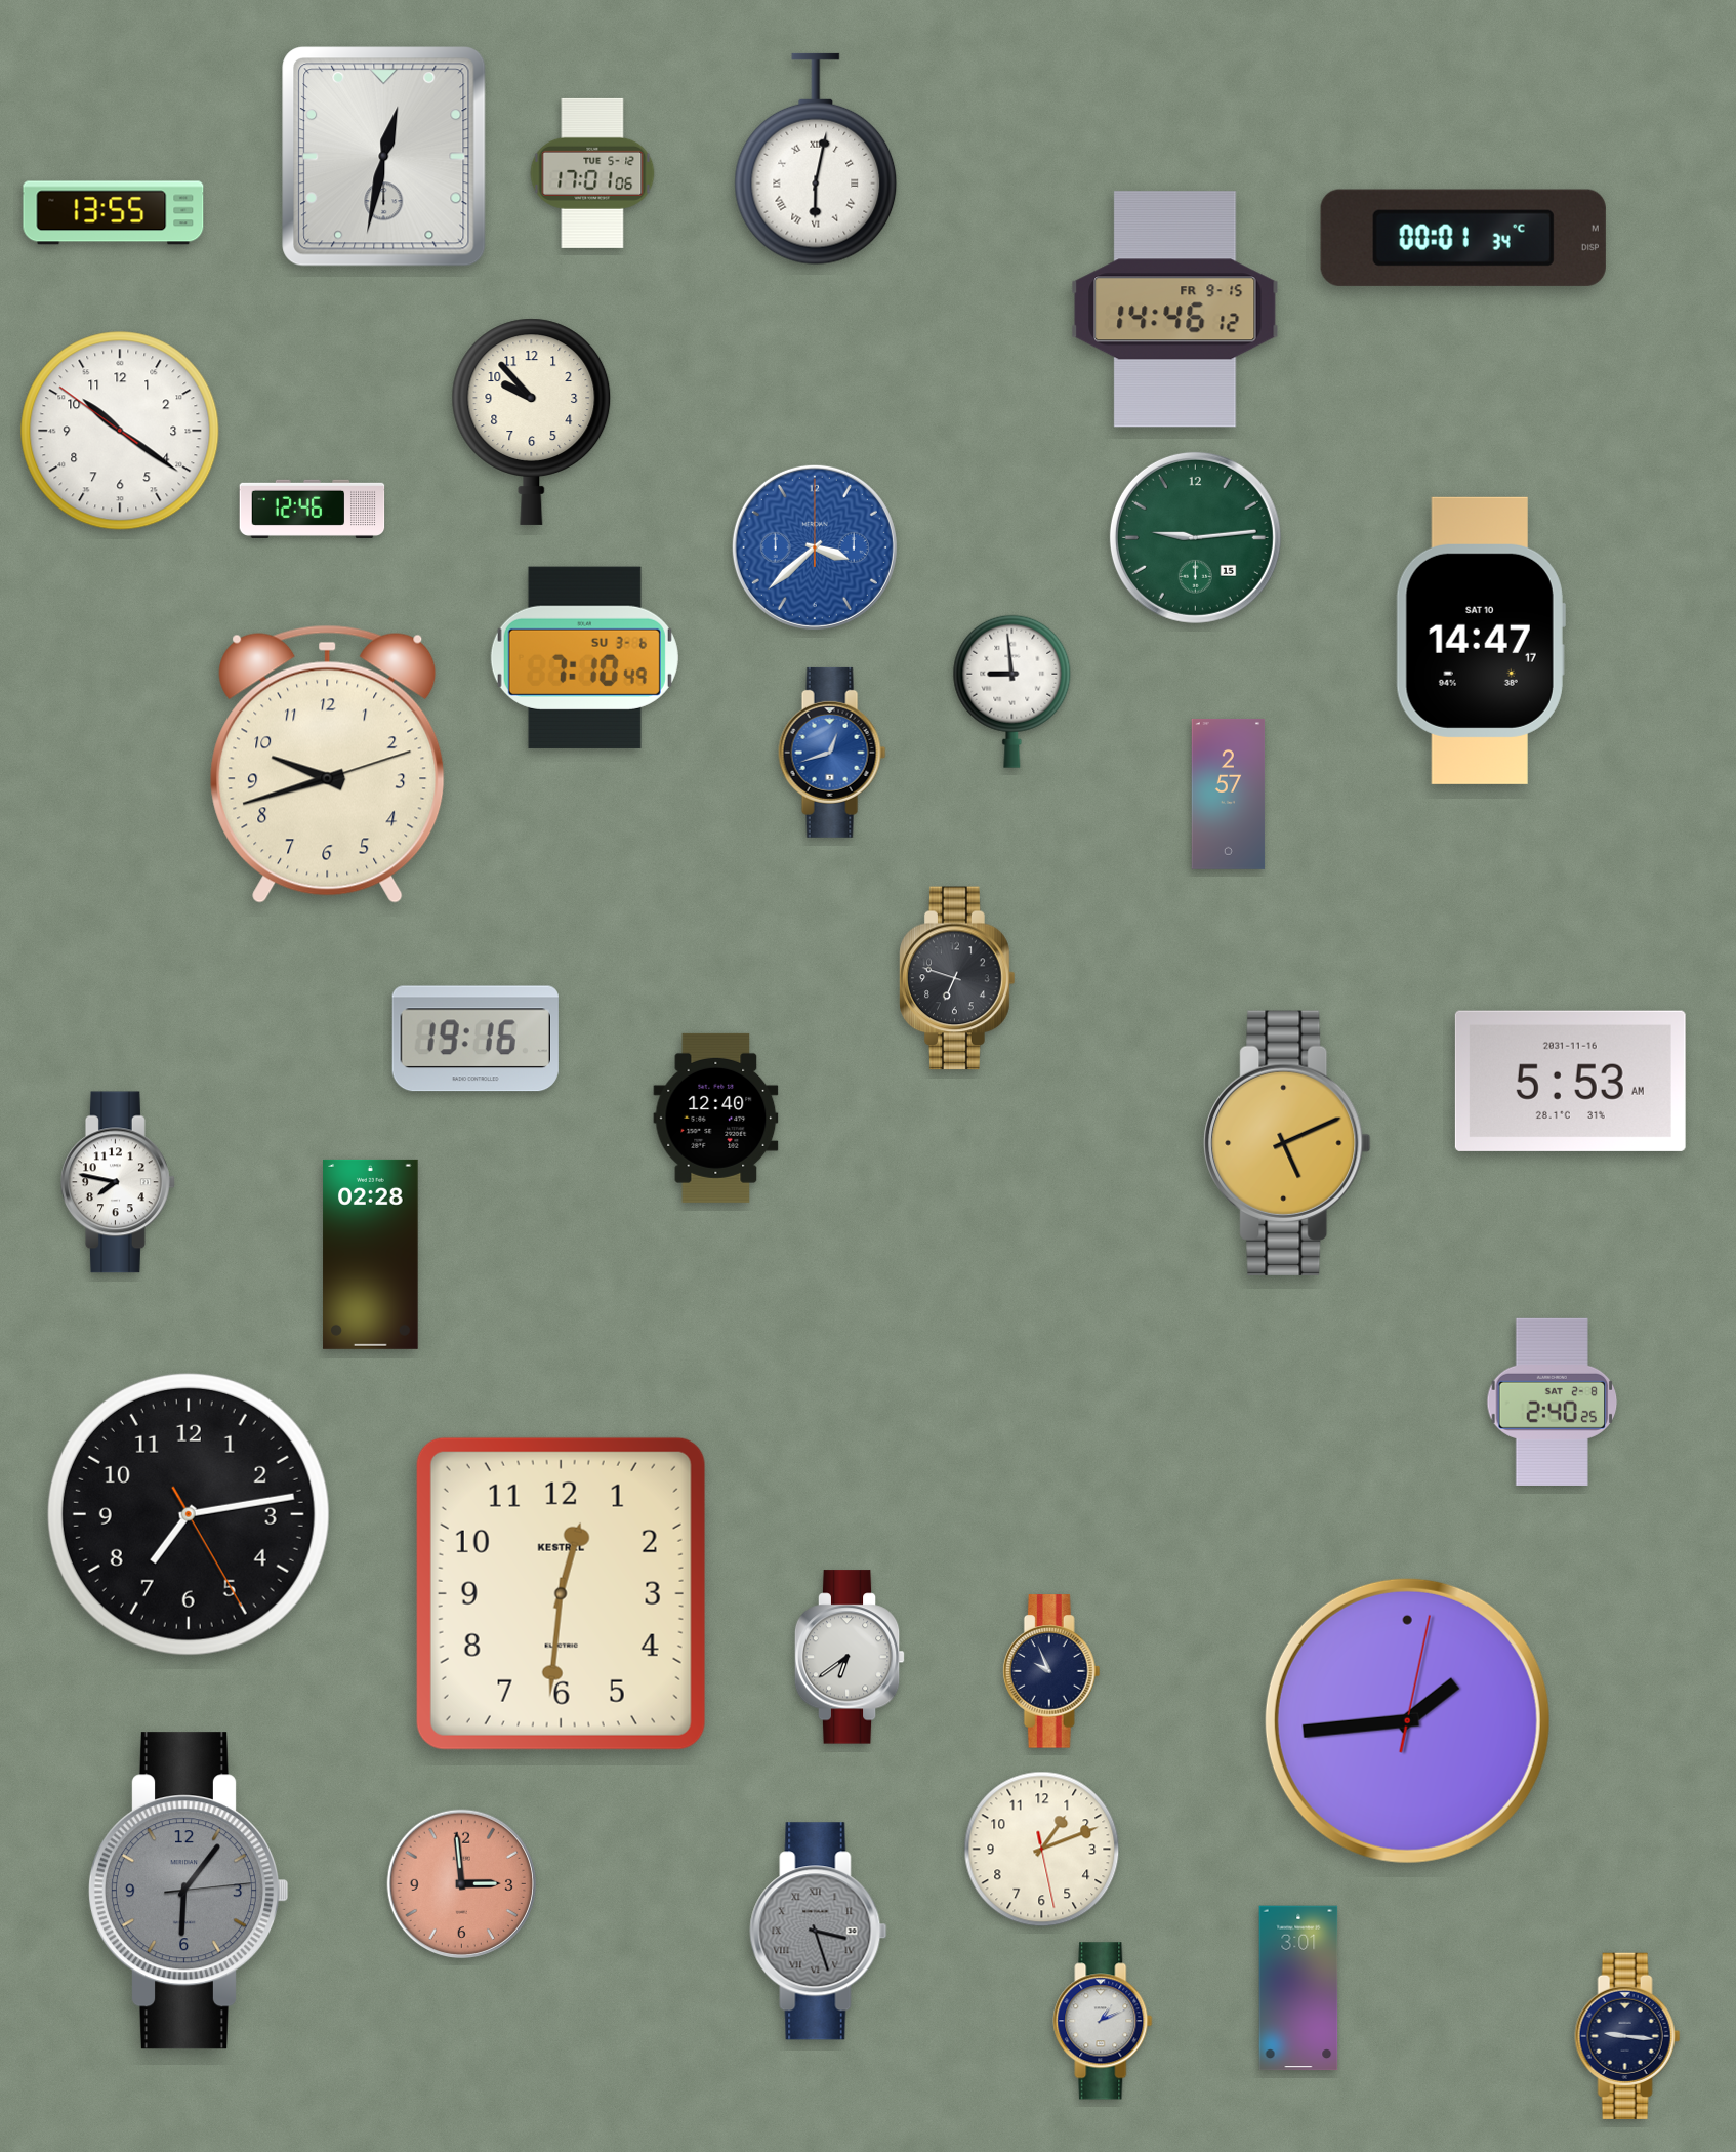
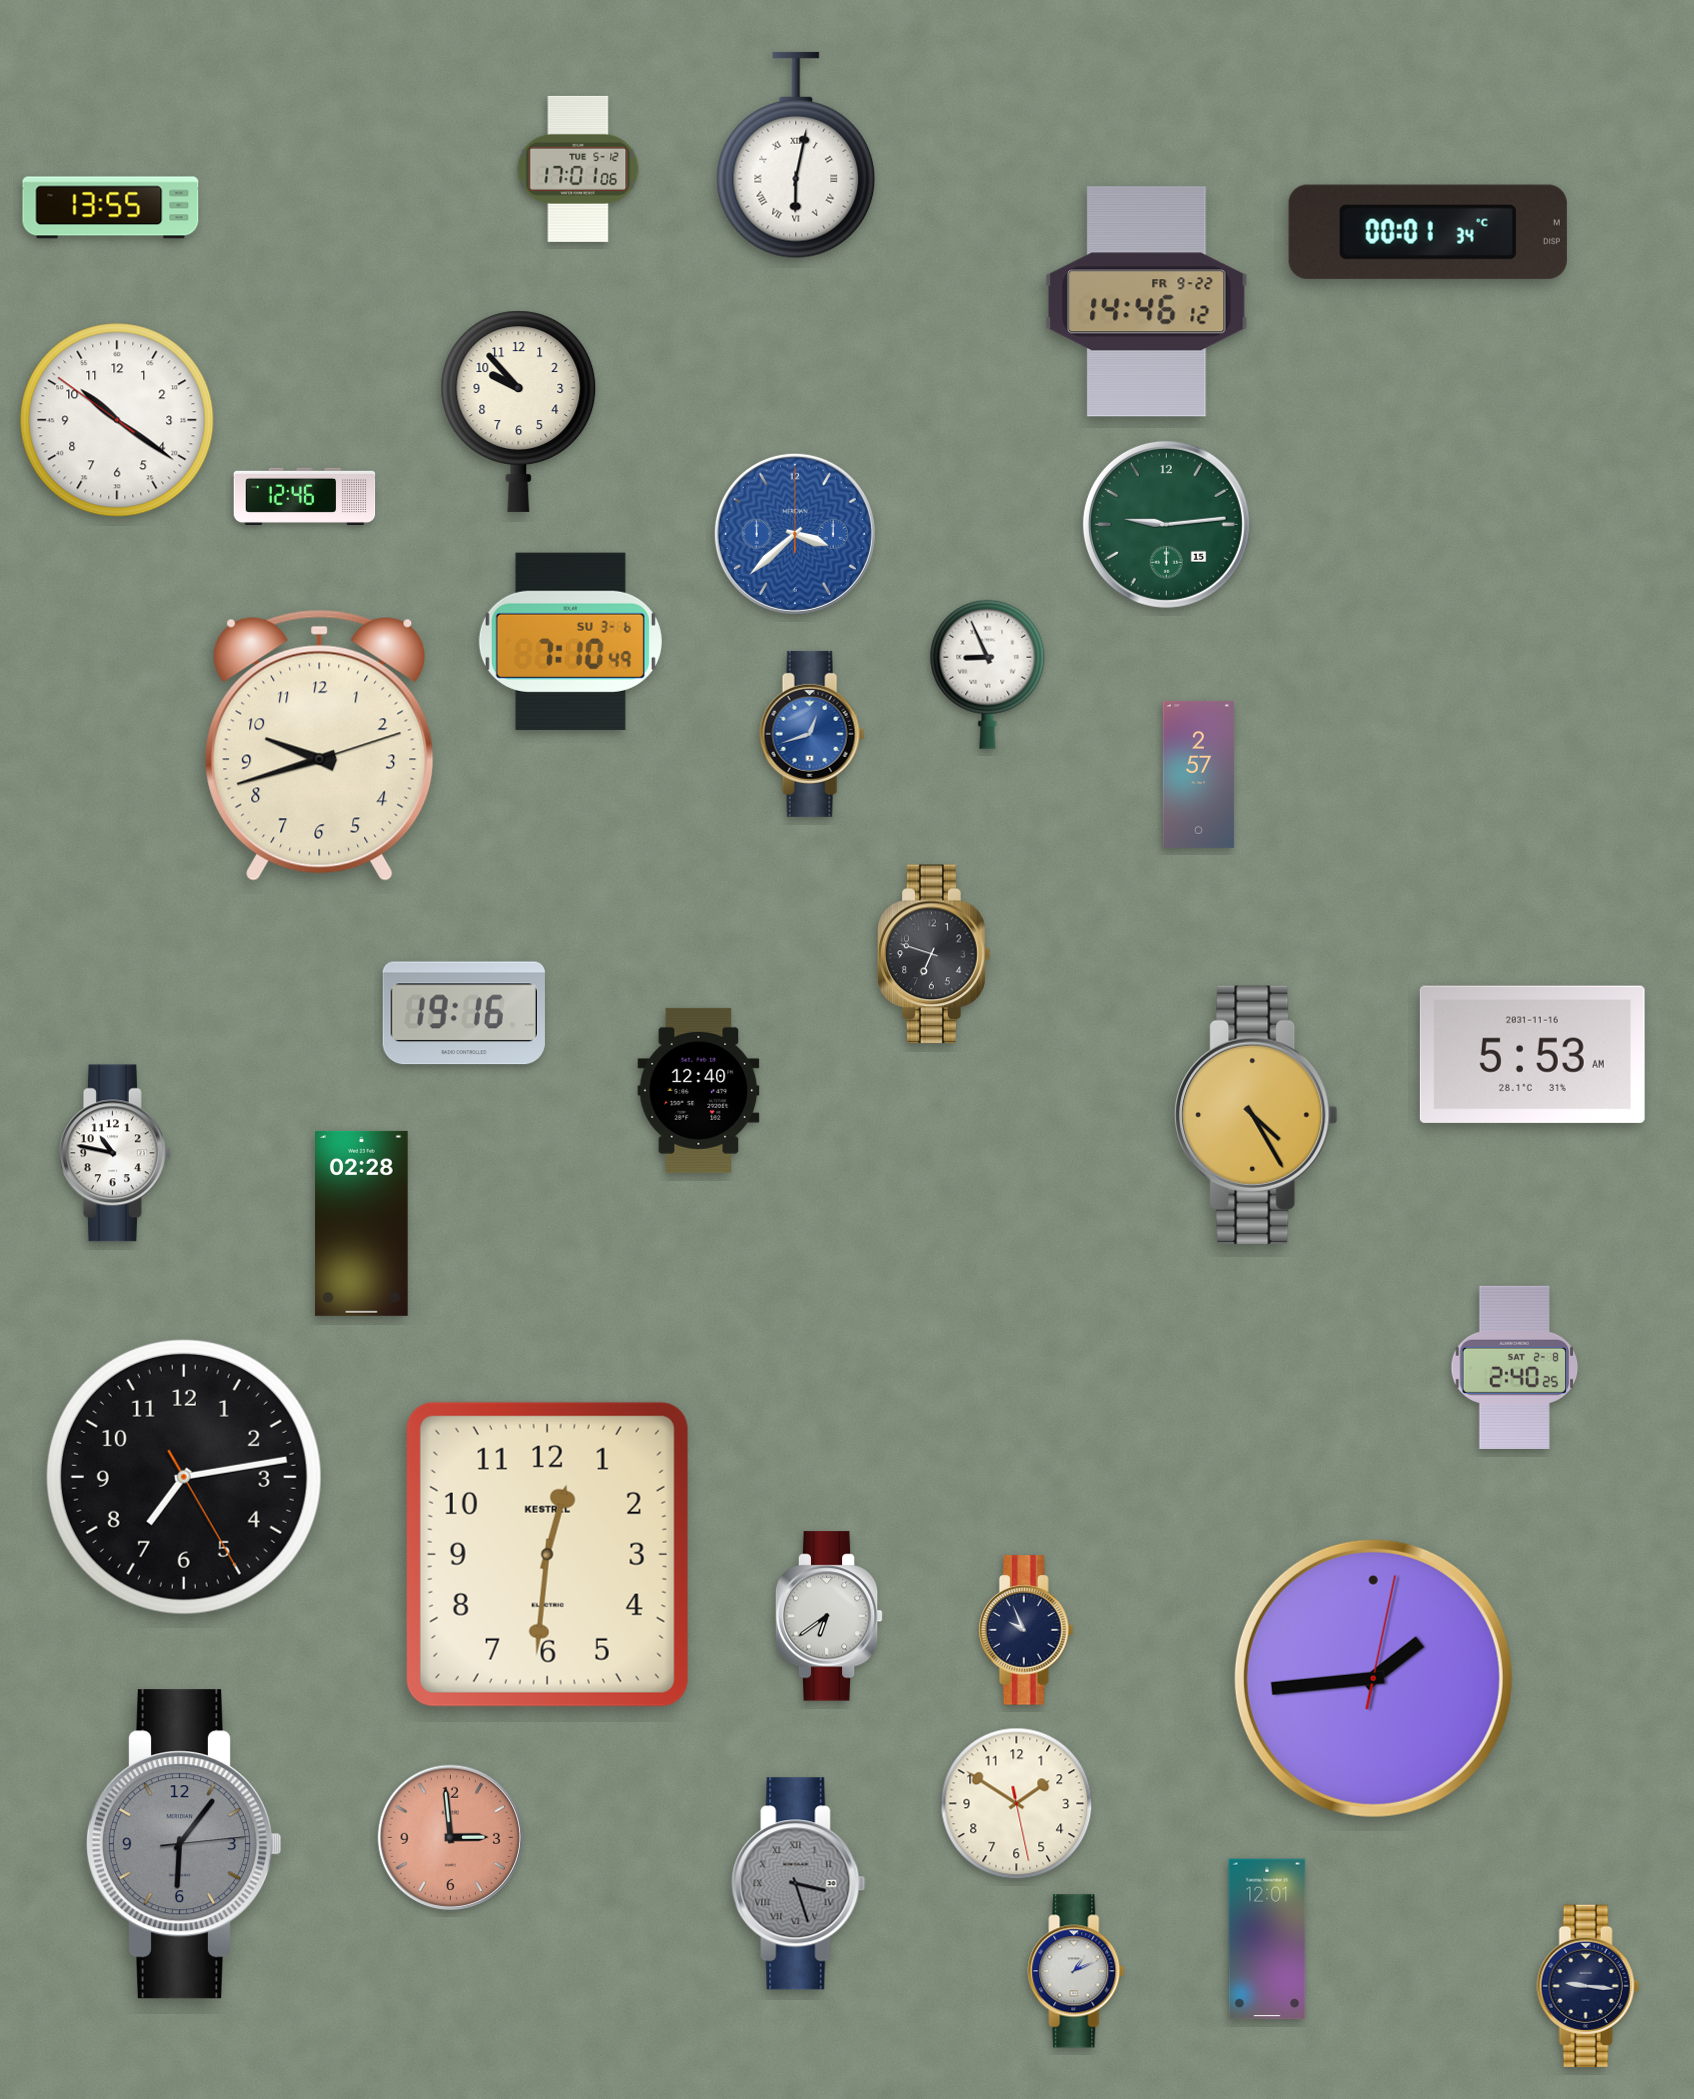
clock at (384, 157): 12:32 -> none
clock at (1175, 310) date: FR 9-15 -> FR 9-22
clock at (1481, 641): 14:47 -> none
clock at (1012, 691): 8:59 -> 8:56
clock at (1287, 1143): 5:11 -> 4:25
clock at (119, 1182): 7:47 -> 10:47
clock at (1042, 1850): 1:11 -> 1:50
clock at (1298, 1988): 3:01 -> 12:01
